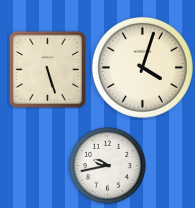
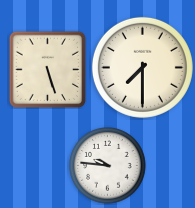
clock at (142, 67): 4:03 -> 7:30
clock at (108, 166): 9:43 -> 9:46
